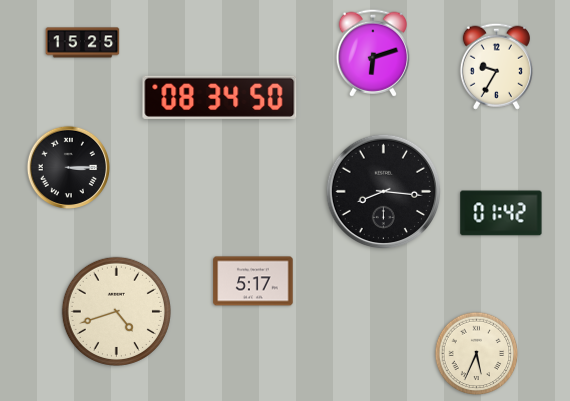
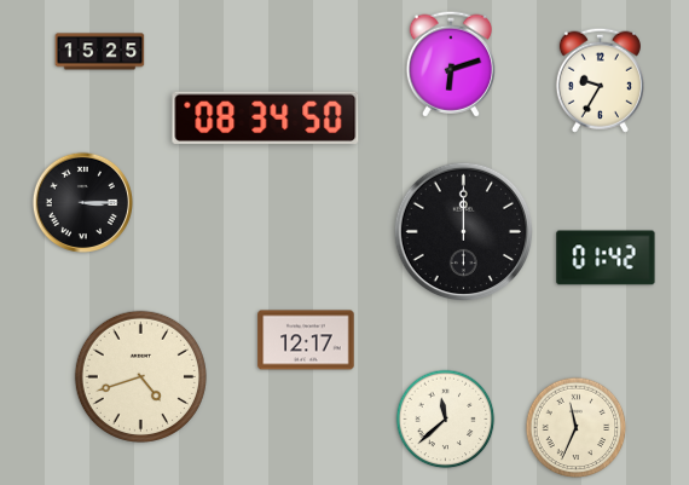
clock at (384, 192): 8:16 -> 12:00
clock at (253, 281): 5:17 -> 12:17
clock at (446, 420): none -> 11:38
clock at (477, 354): 5:34 -> 11:34
